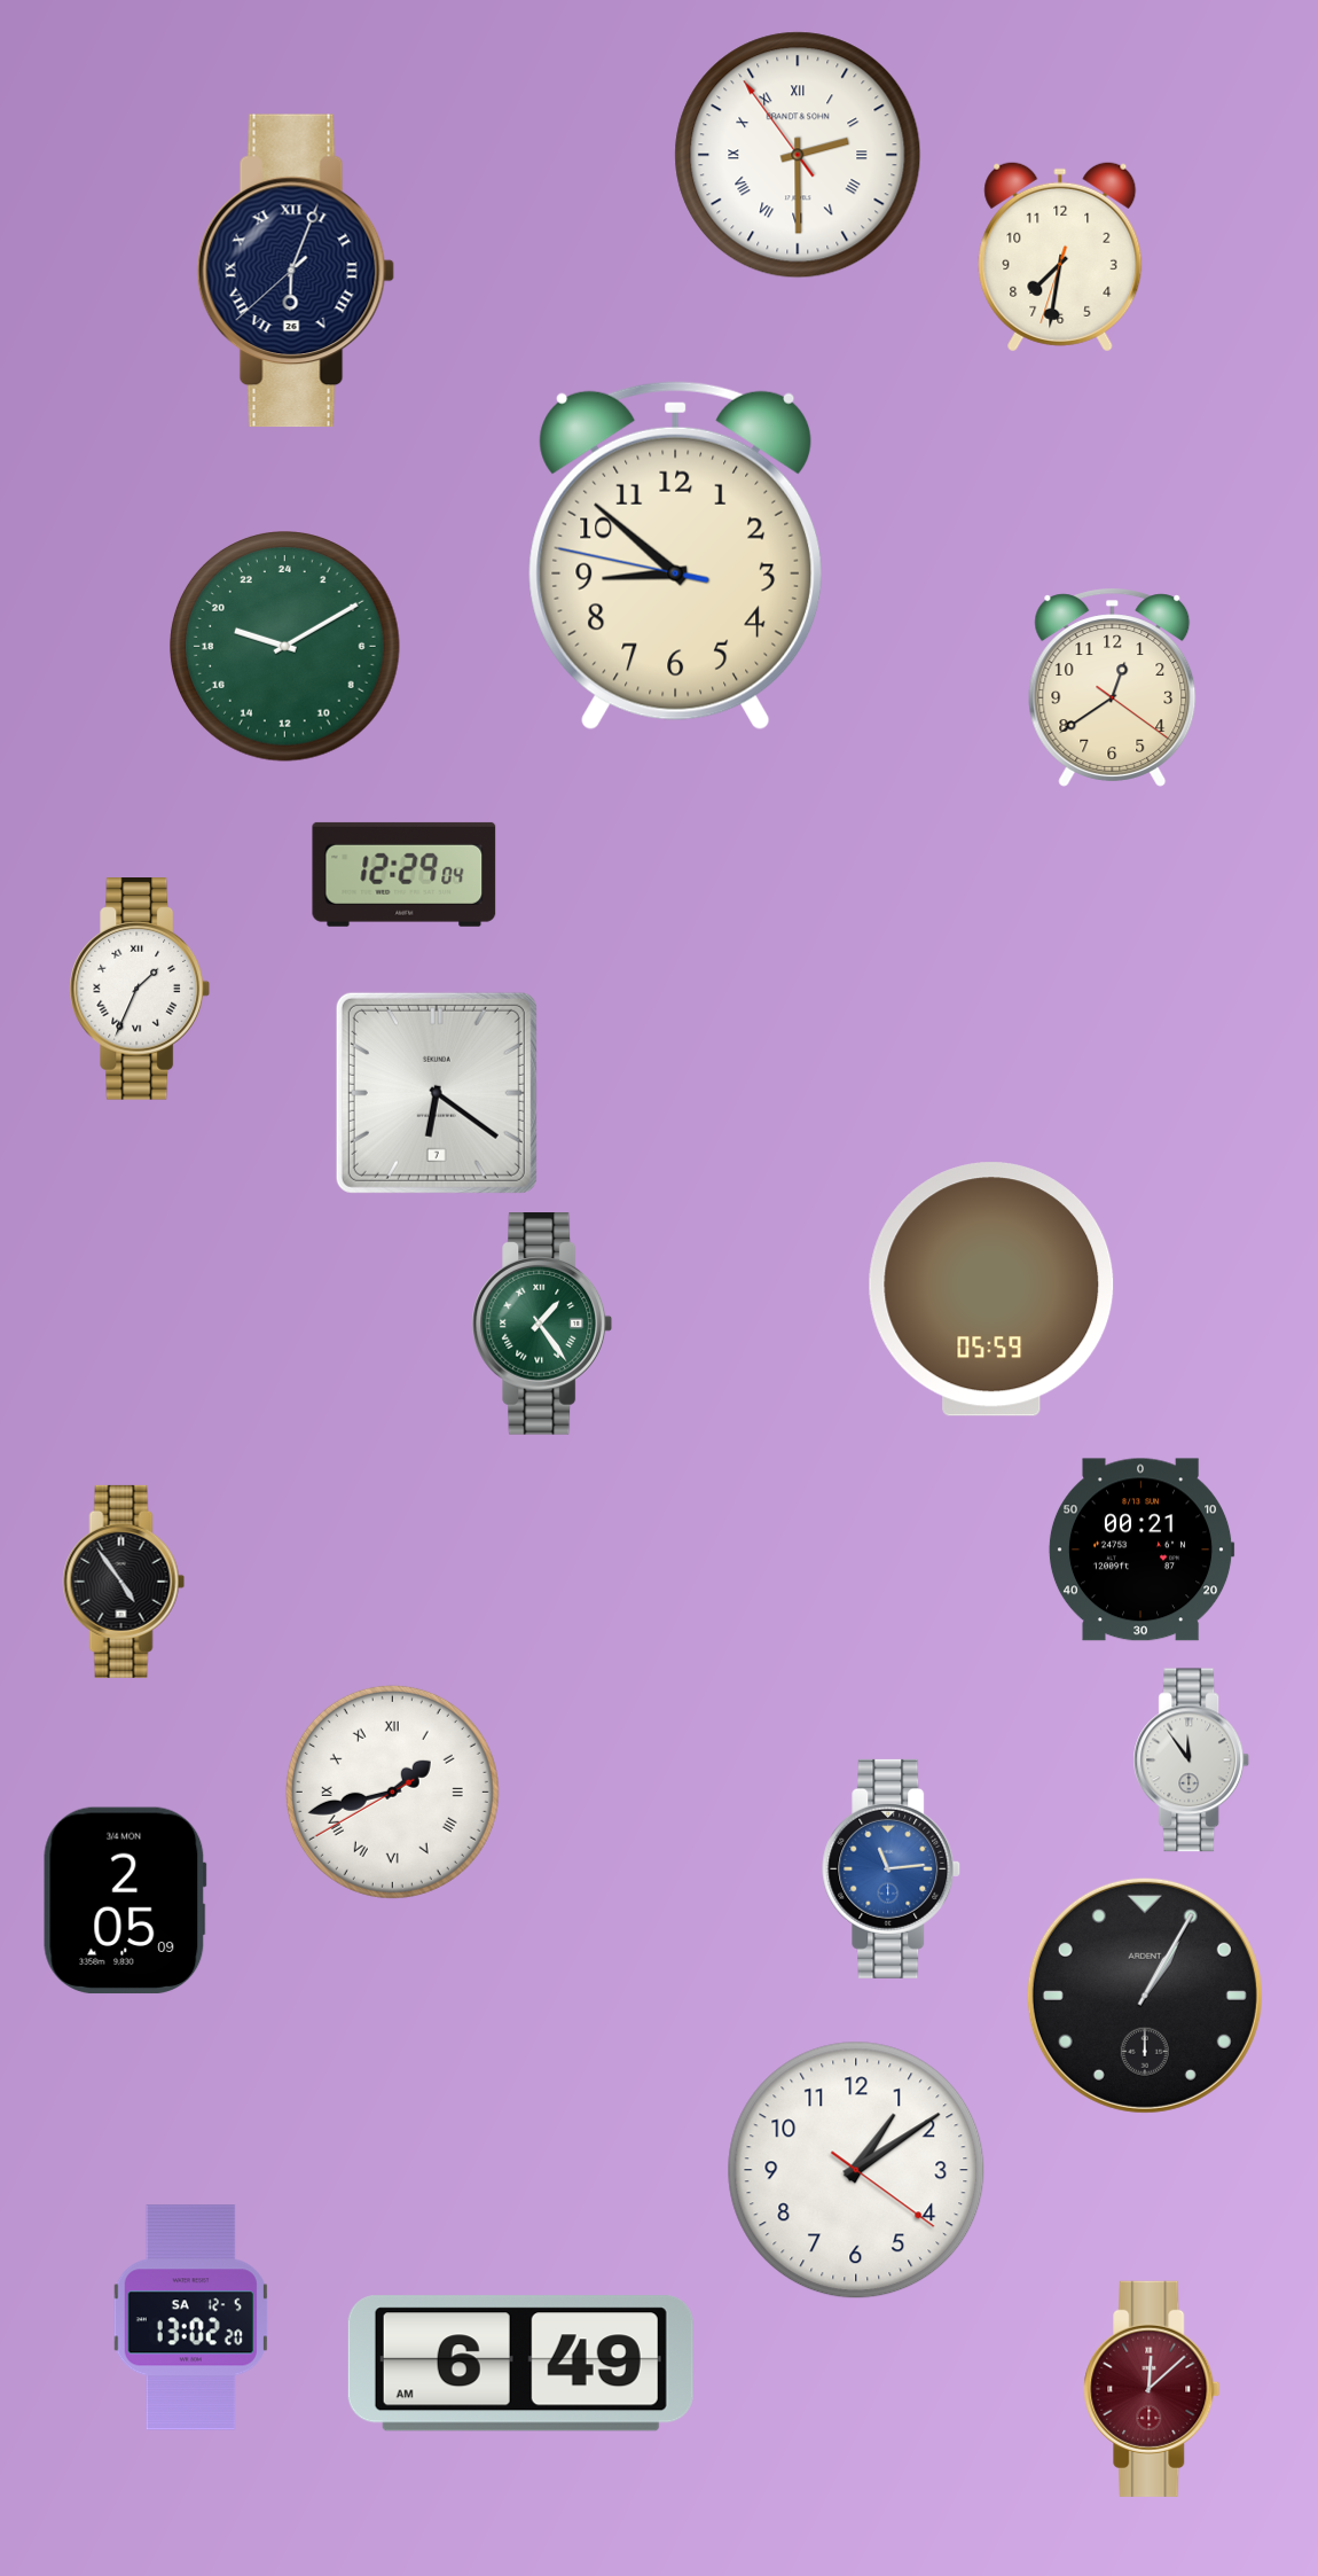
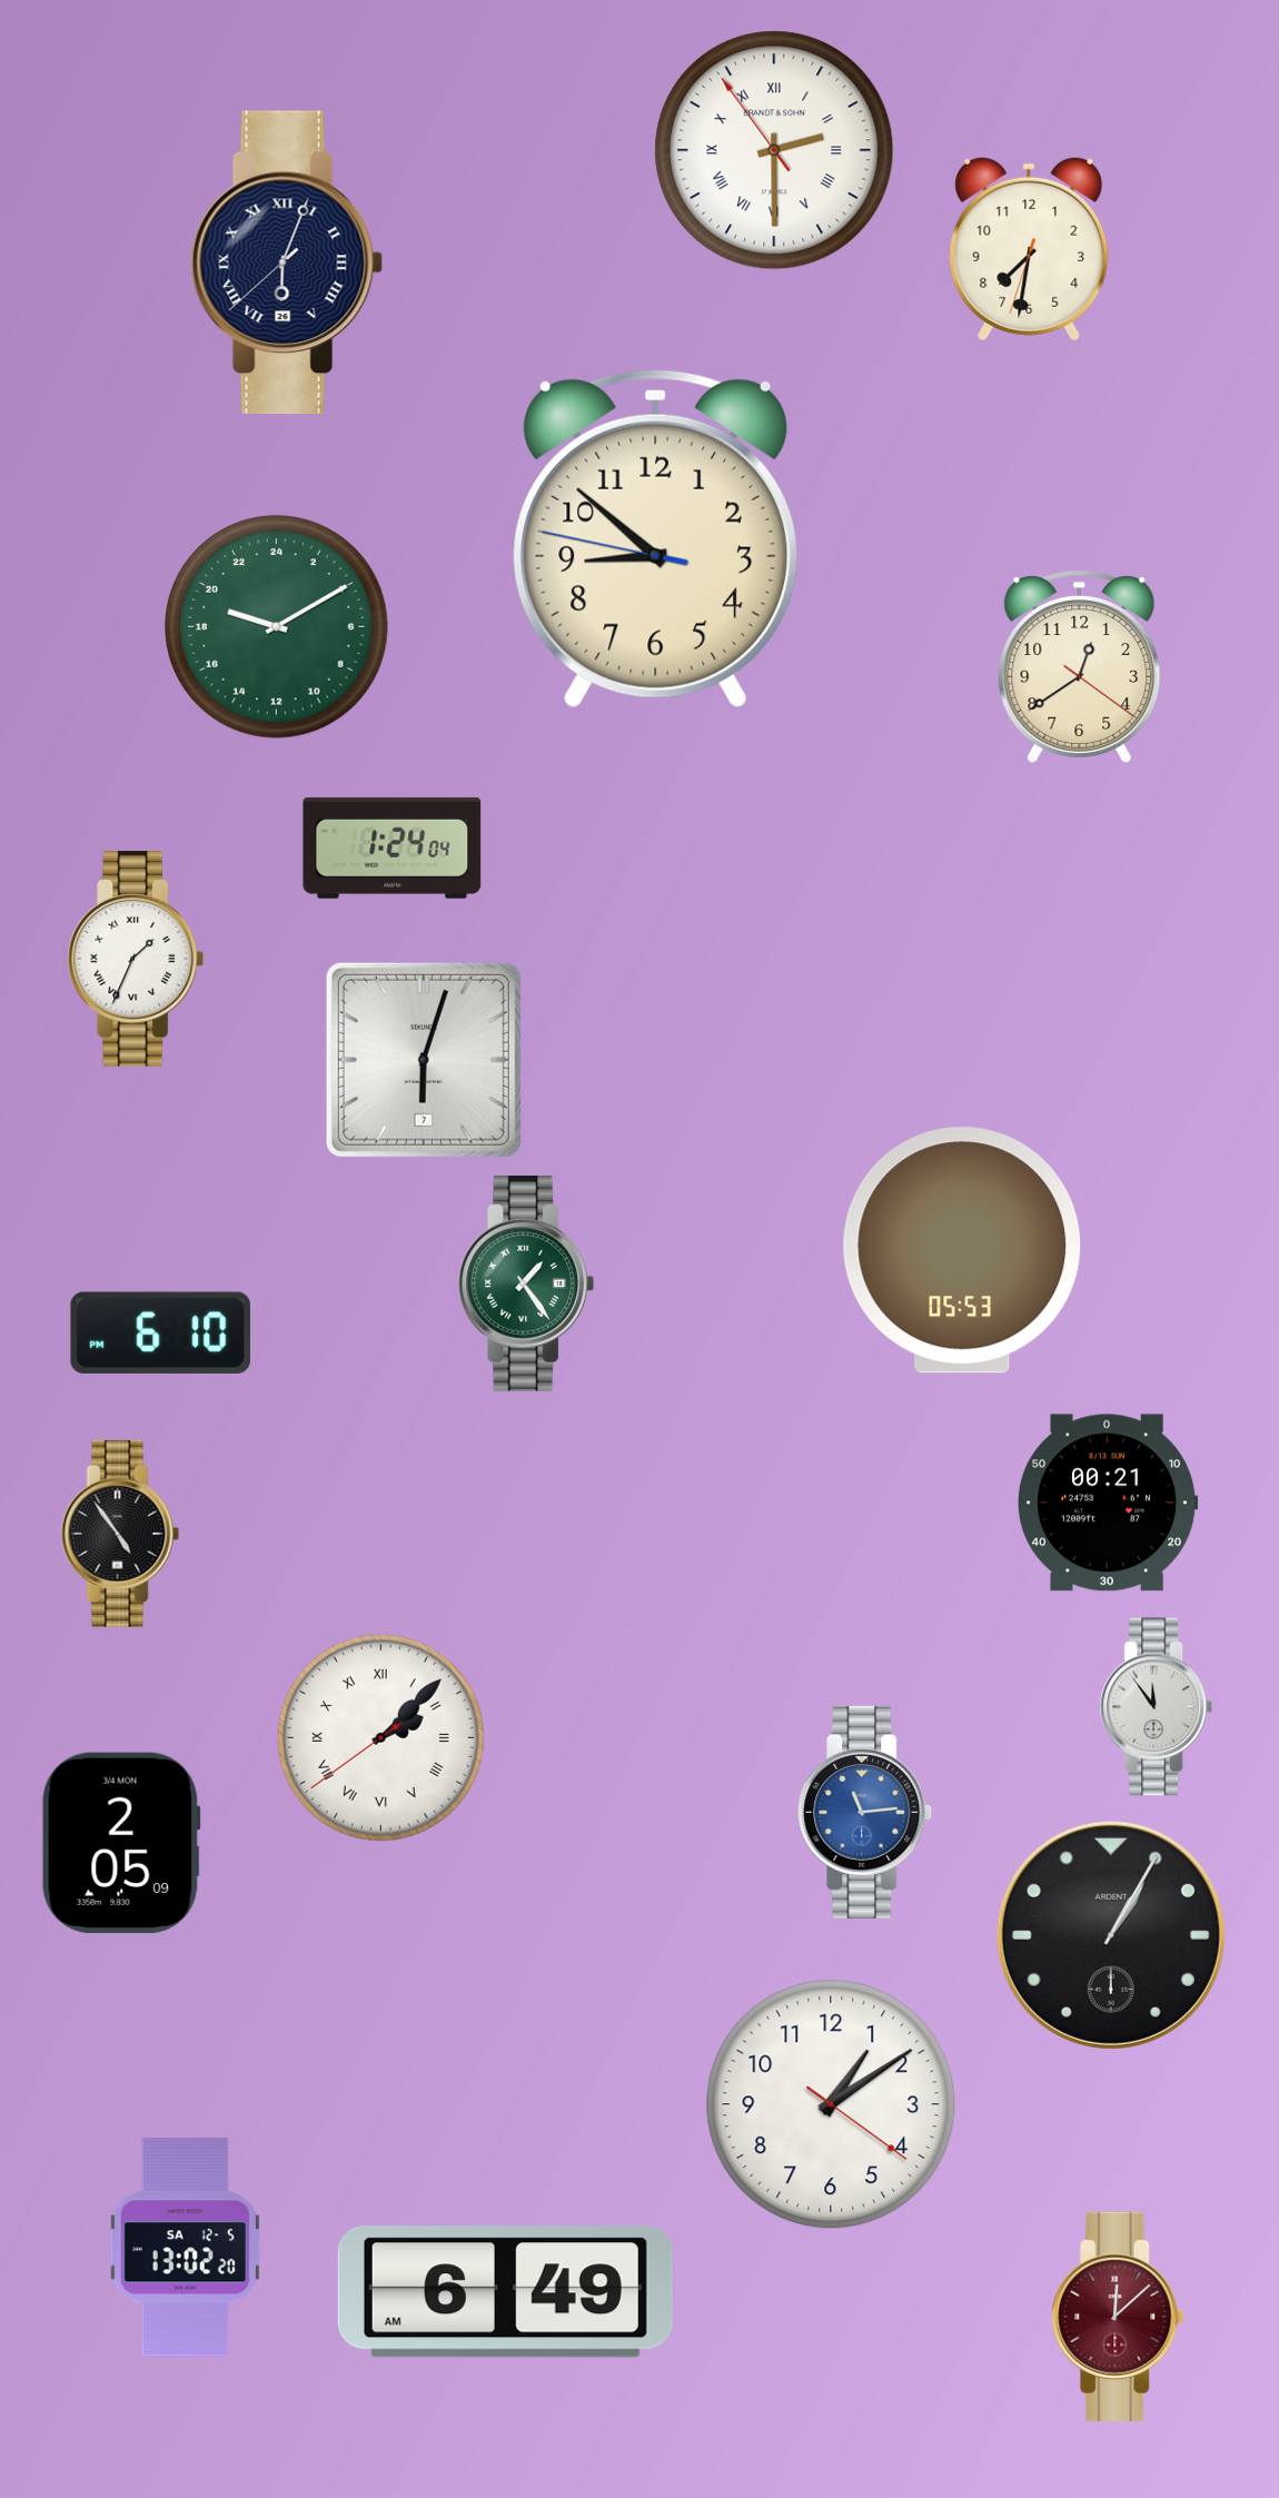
clock at (405, 874): 12:29 -> 1:24
clock at (437, 1093): 6:21 -> 6:03
clock at (991, 1289): 05:59 -> 05:53
clock at (160, 1332): none -> 6:10
clock at (392, 1792): 1:42 -> 2:07
